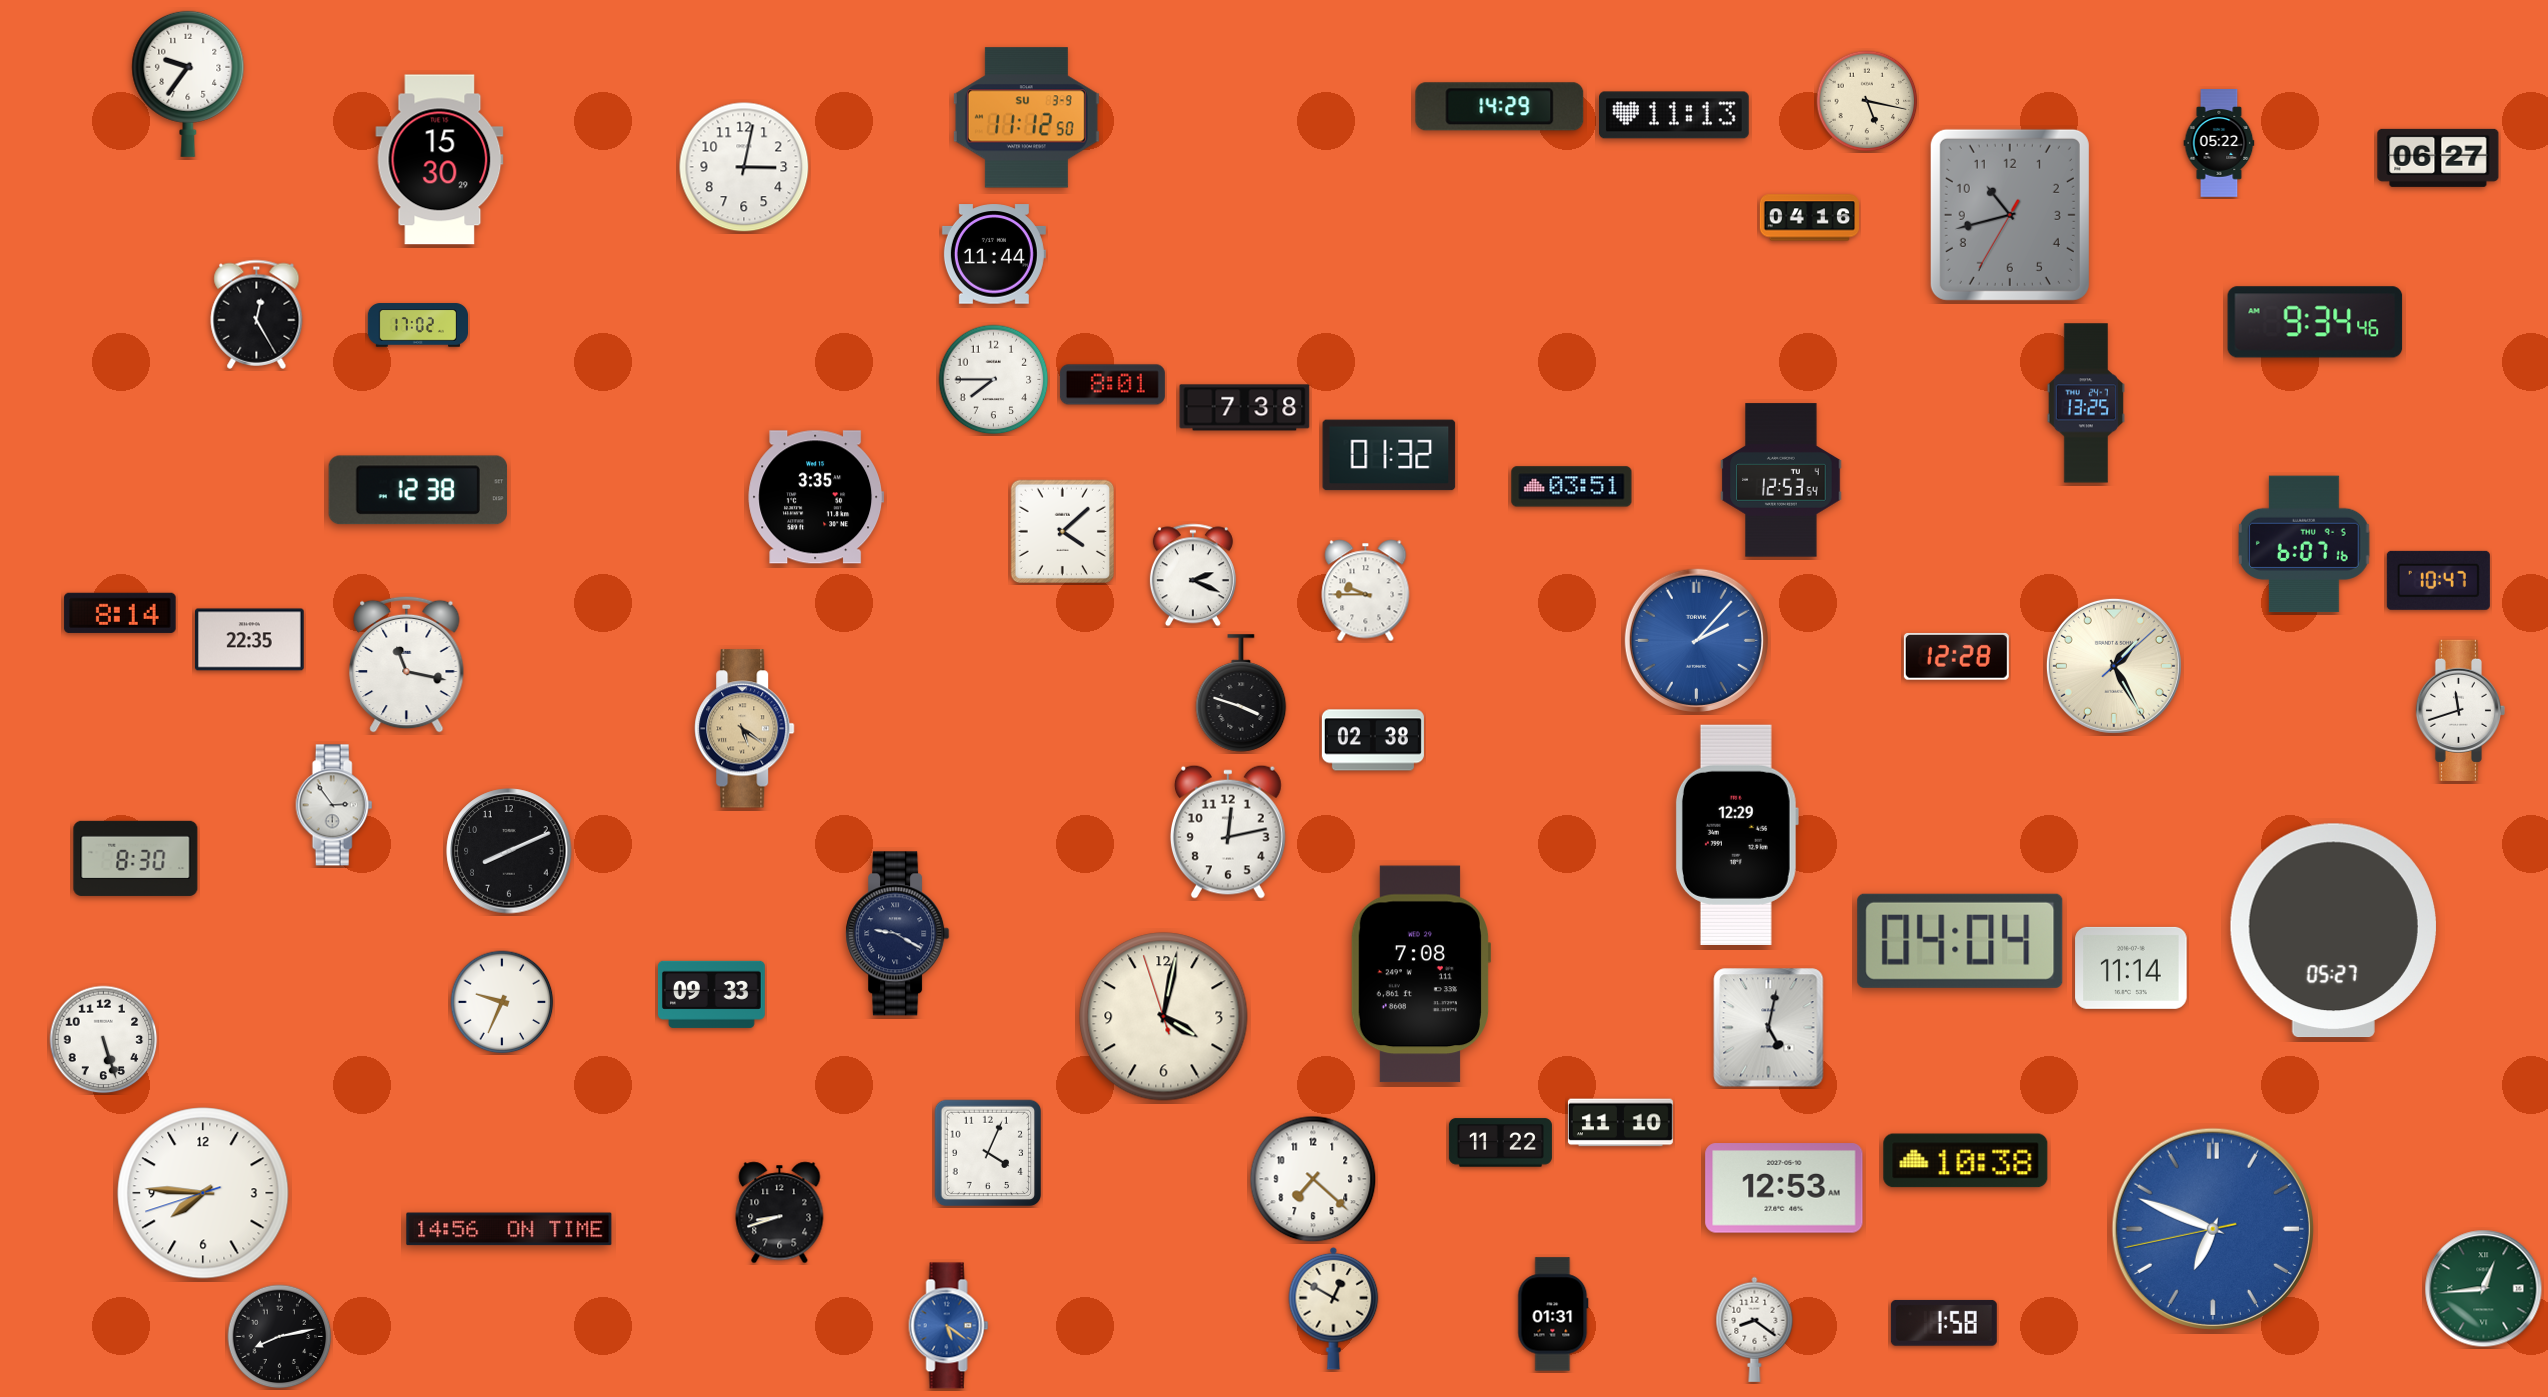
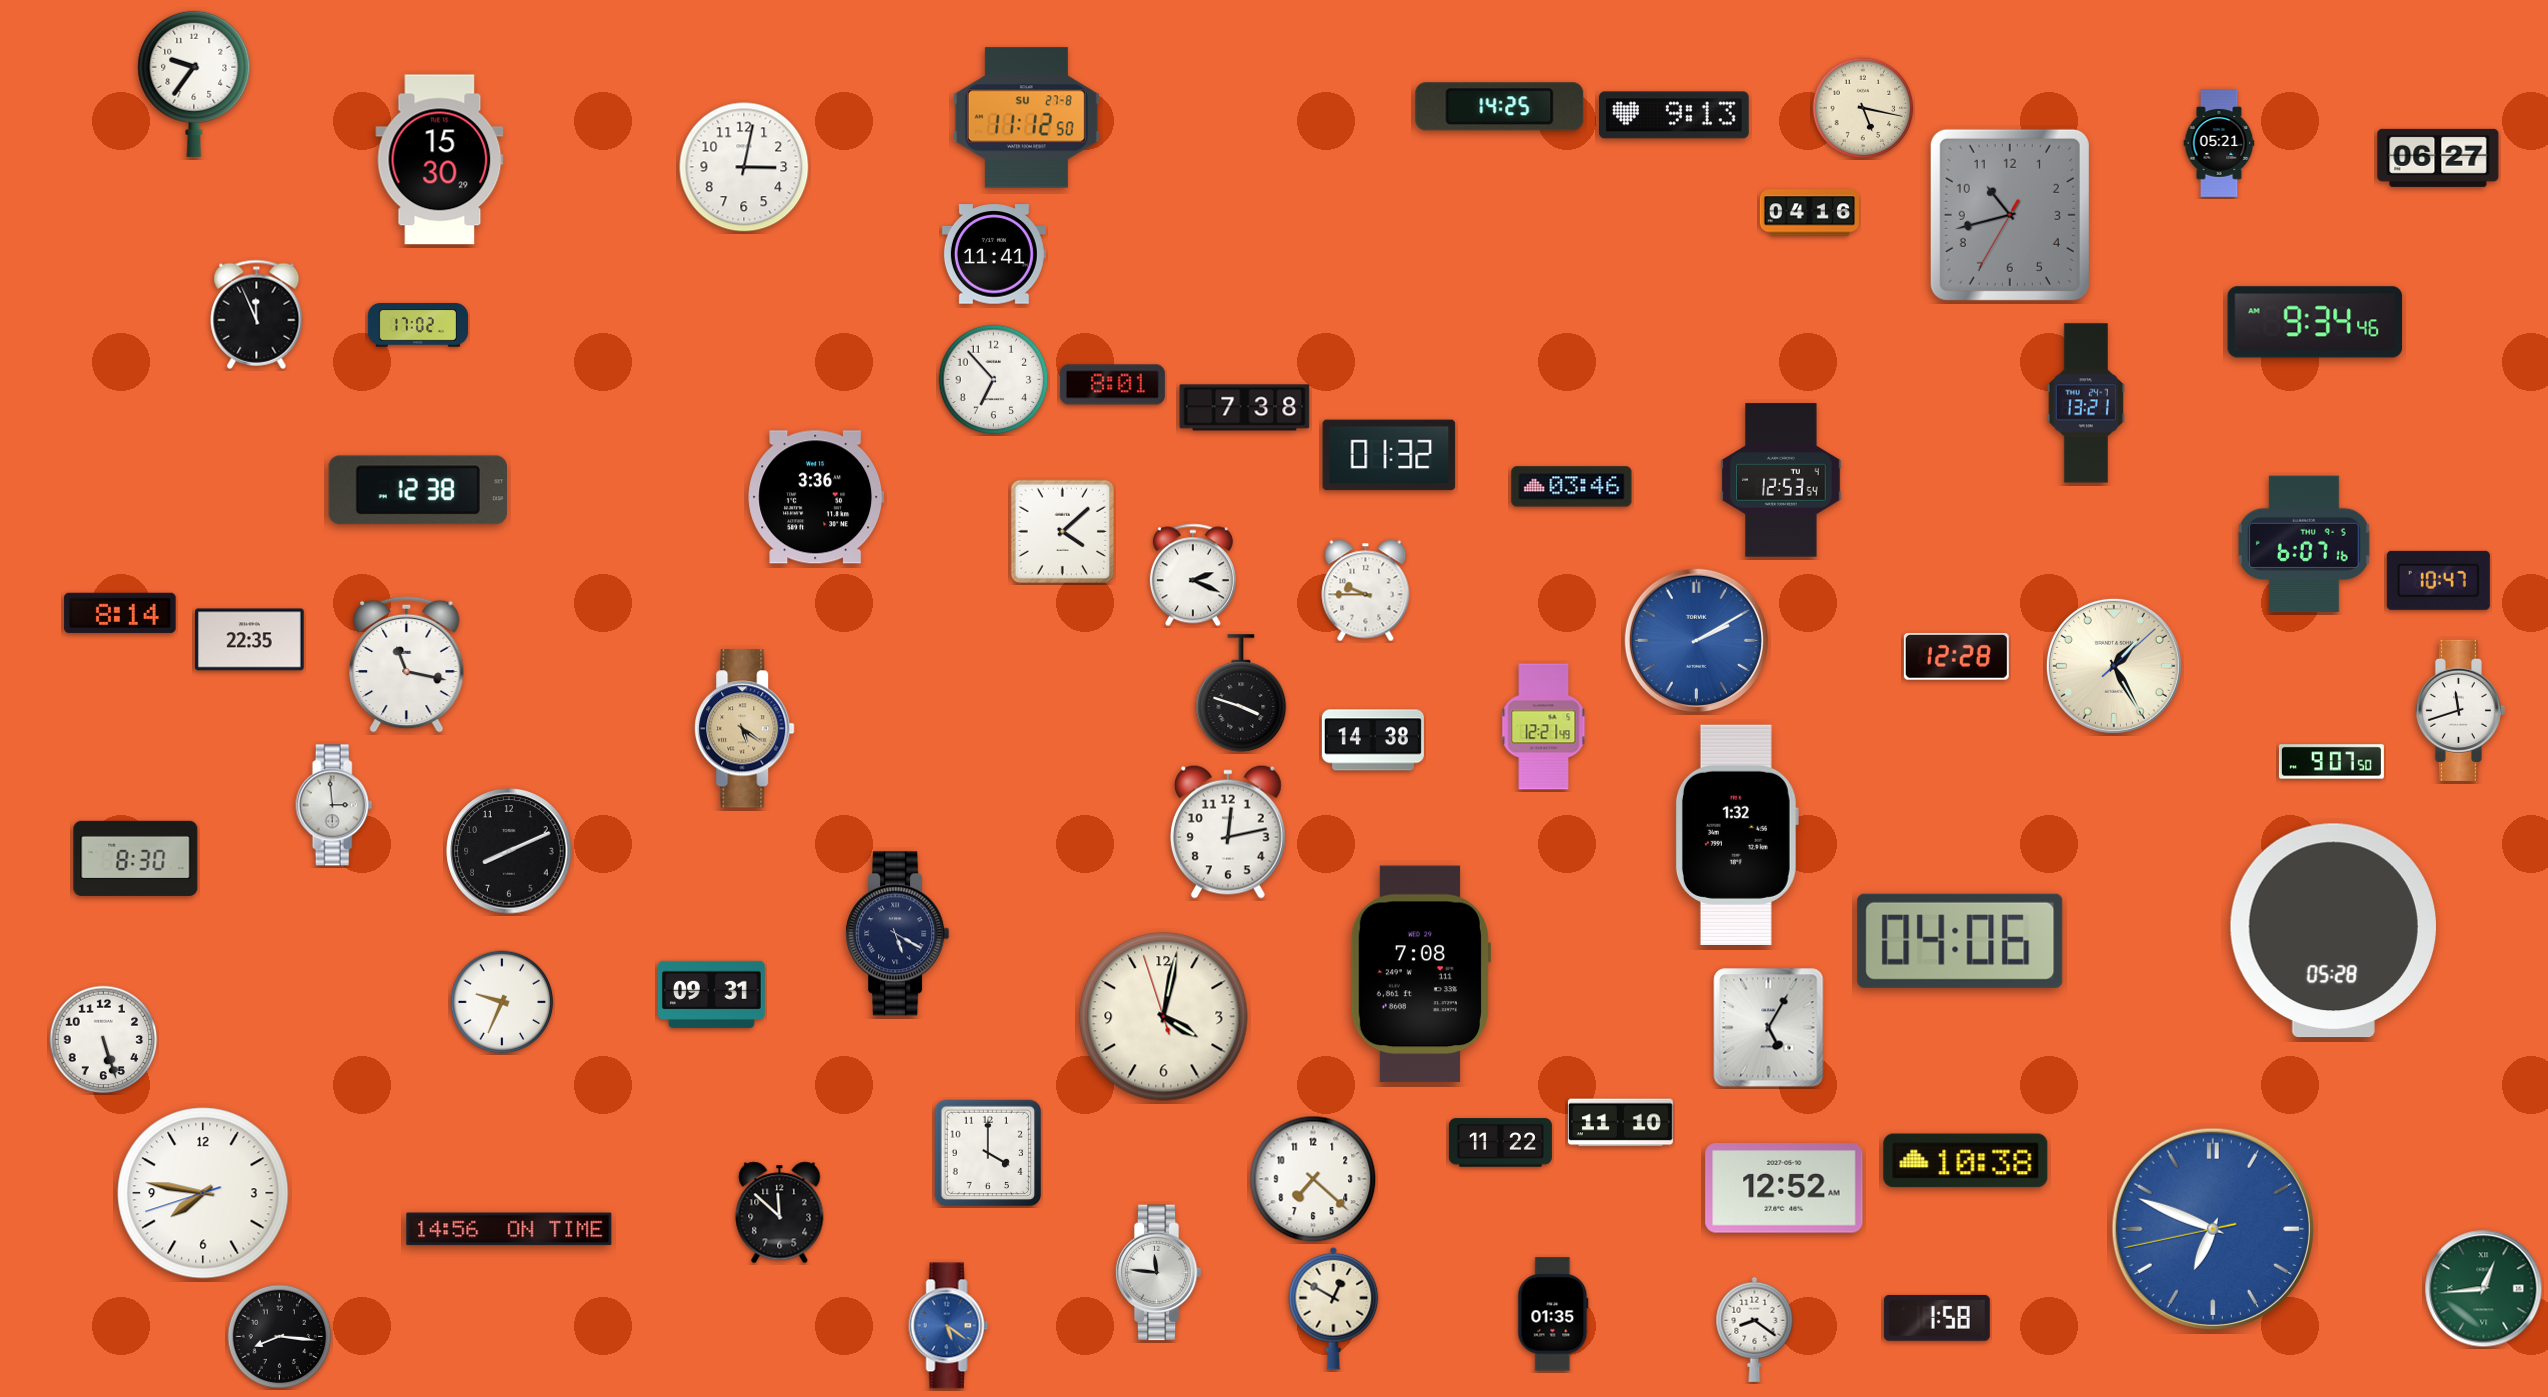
clock at (188, 84) position: (188, 84) -> (194, 84)
clock at (1867, 101) position: (1867, 101) -> (1863, 108)
clock at (1500, 107): 14:29 -> 14:25
clock at (1675, 115): 11:13 -> 9:13
clock at (1026, 118) date: SU 3-9 -> SU 27-8
clock at (2219, 143): 05:22 -> 05:21
clock at (1809, 218) position: (1809, 218) -> (1809, 213)
clock at (994, 254): 11:44 -> 11:41
clock at (257, 314): 12:25 -> 11:56
clock at (994, 380): 7:45 -> 6:53
clock at (2085, 403): 13:25 -> 13:21
clock at (1572, 487): 03:51 -> 03:46
clock at (816, 497): 3:35 -> 3:36
clock at (1696, 640): 2:07 -> 2:10
clock at (1544, 727): none -> 12:21
clock at (1373, 740): 02:38 -> 14:38
clock at (2331, 762): none -> 9:07
clock at (334, 805): 2:54 -> 2:59
clock at (1737, 835): 12:29 -> 1:32
clock at (2333, 931): 05:27 -> 05:28
clock at (898, 934): 9:20 -> 5:20
clock at (1960, 941): 04:04 -> 04:06
clock at (2131, 968): 11:14 -> none
clock at (711, 994): 09:33 -> 09:31
clock at (1769, 1028): 5:02 -> 5:05
clock at (988, 1153): 4:04 -> 4:00
clock at (1784, 1188): 12:53 -> 12:52
clock at (203, 1193): 7:45 -> 7:46
clock at (780, 1213): 8:42 -> 11:52
clock at (1158, 1273): none -> 11:46
clock at (1553, 1314): 01:31 -> 01:35
clock at (1944, 1323) position: (1944, 1323) -> (1937, 1318)
clock at (280, 1337): 8:13 -> 8:16
